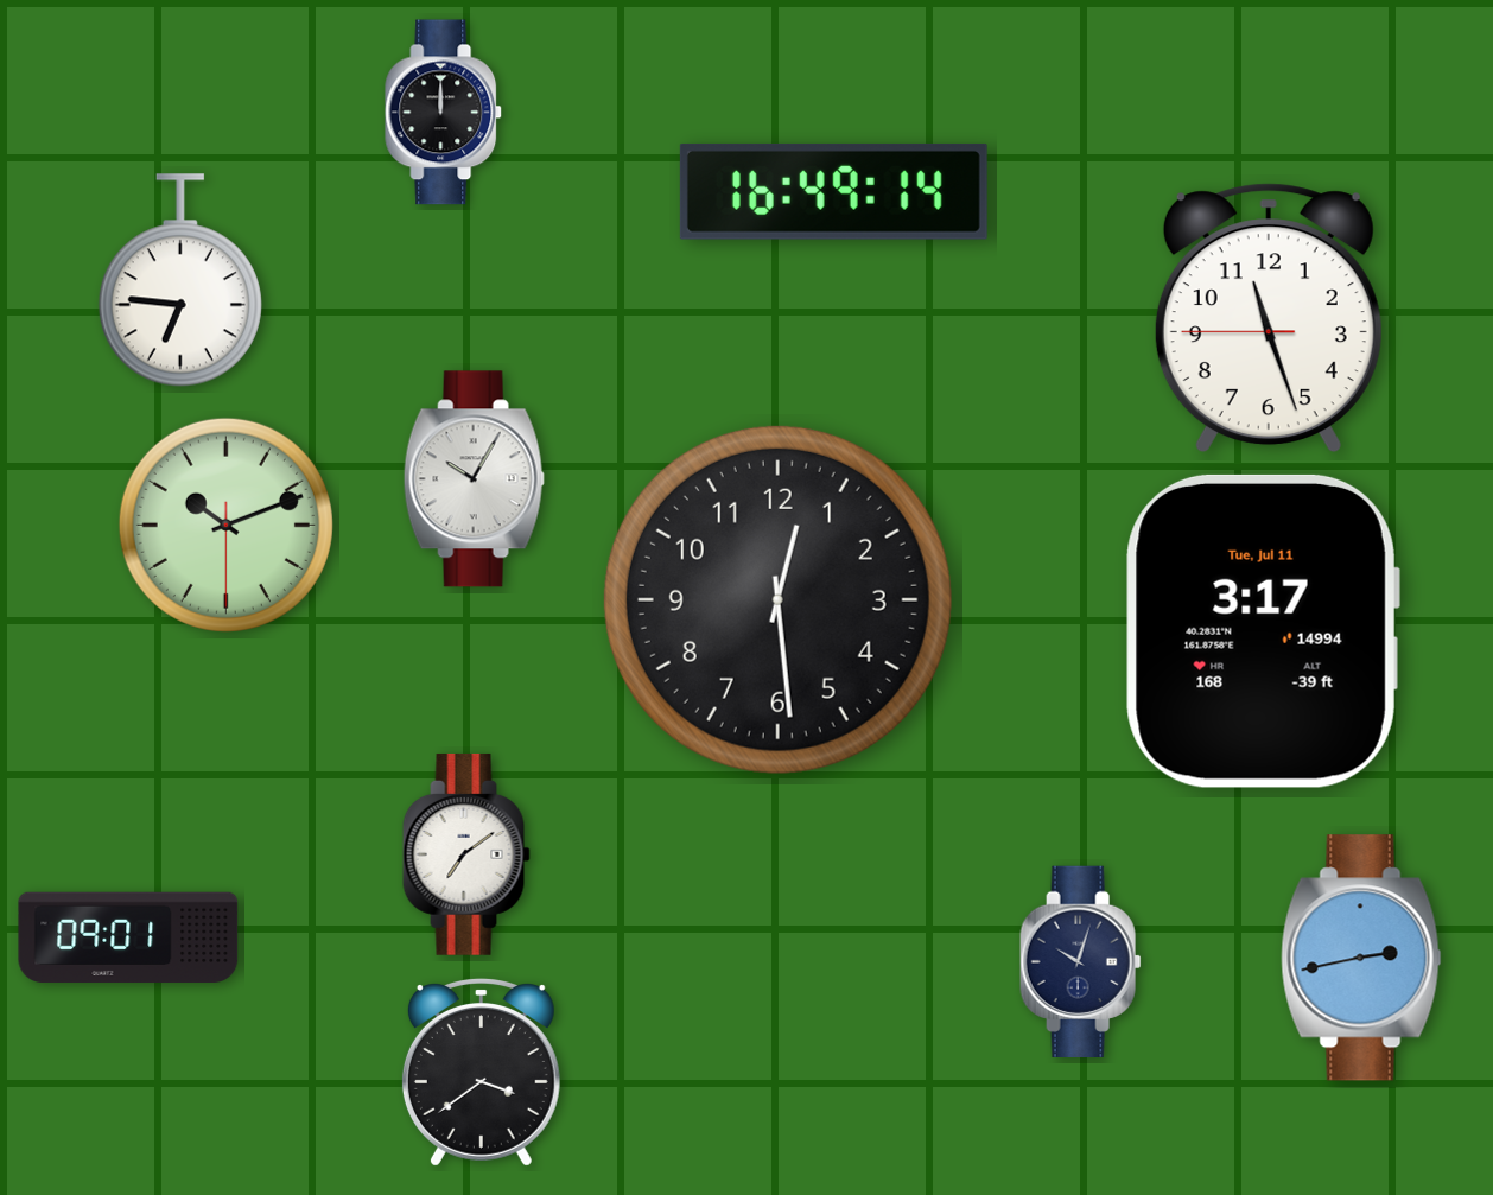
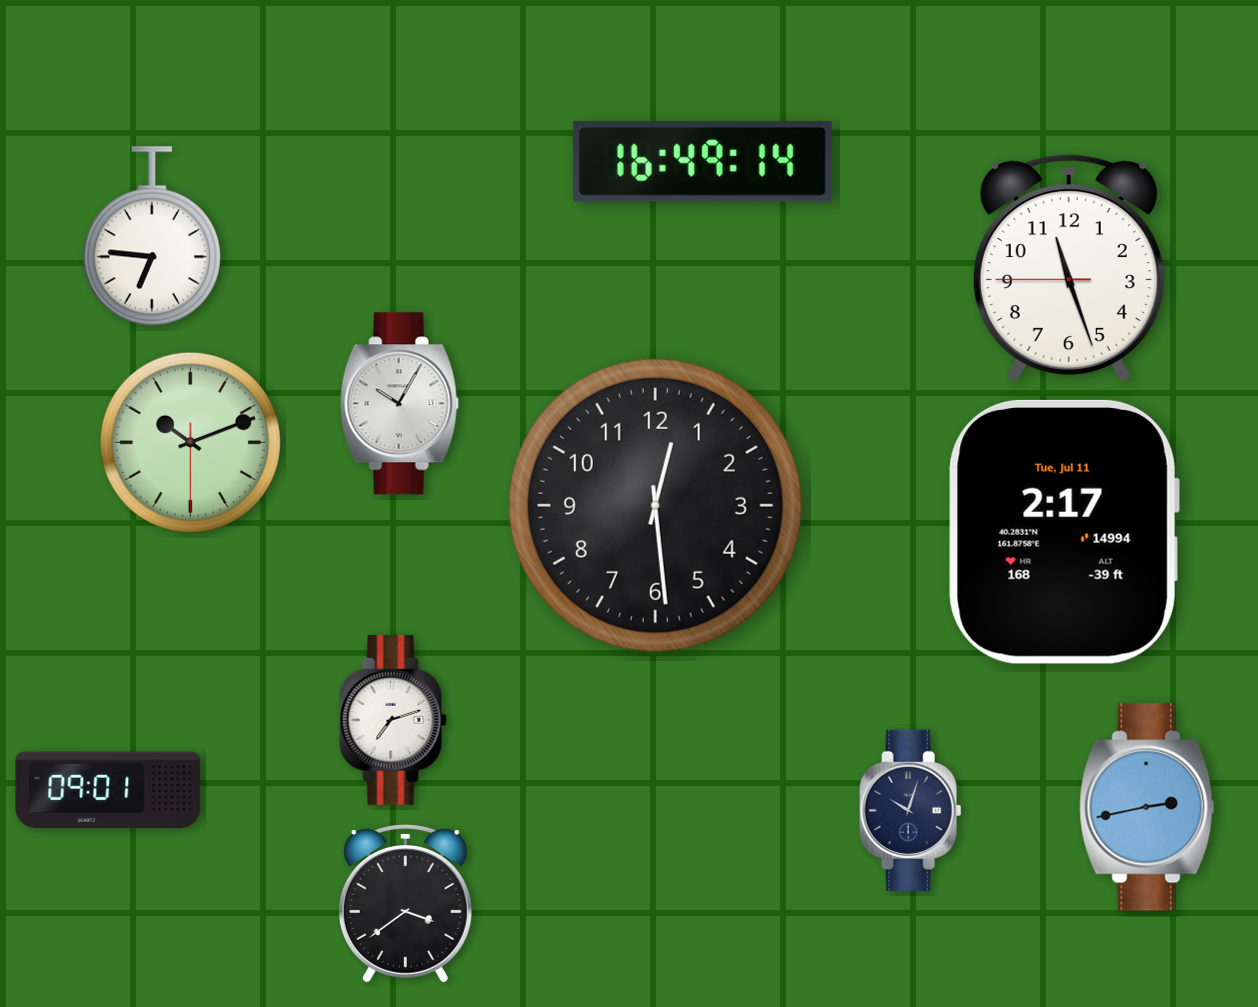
clock at (444, 113): 12:00 -> none
clock at (1263, 631): 3:17 -> 2:17
clock at (466, 854): 7:09 -> 7:12
